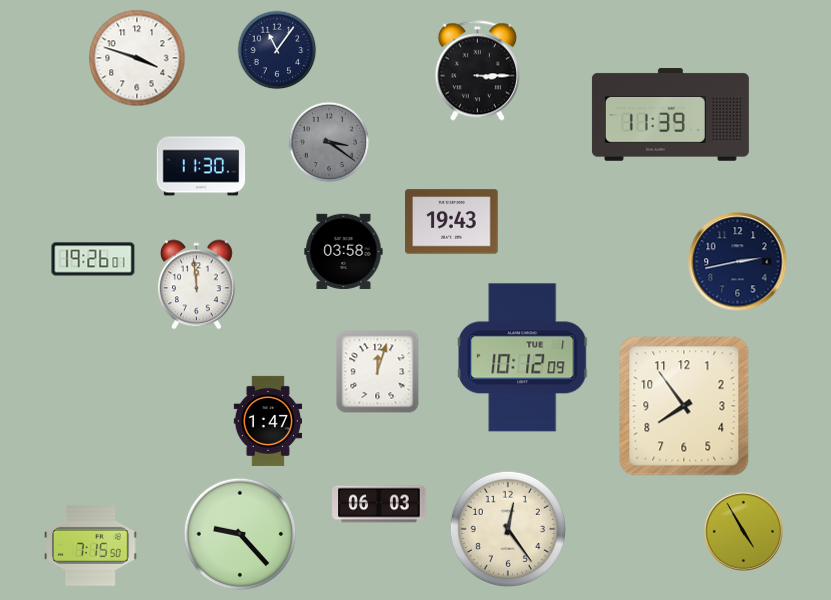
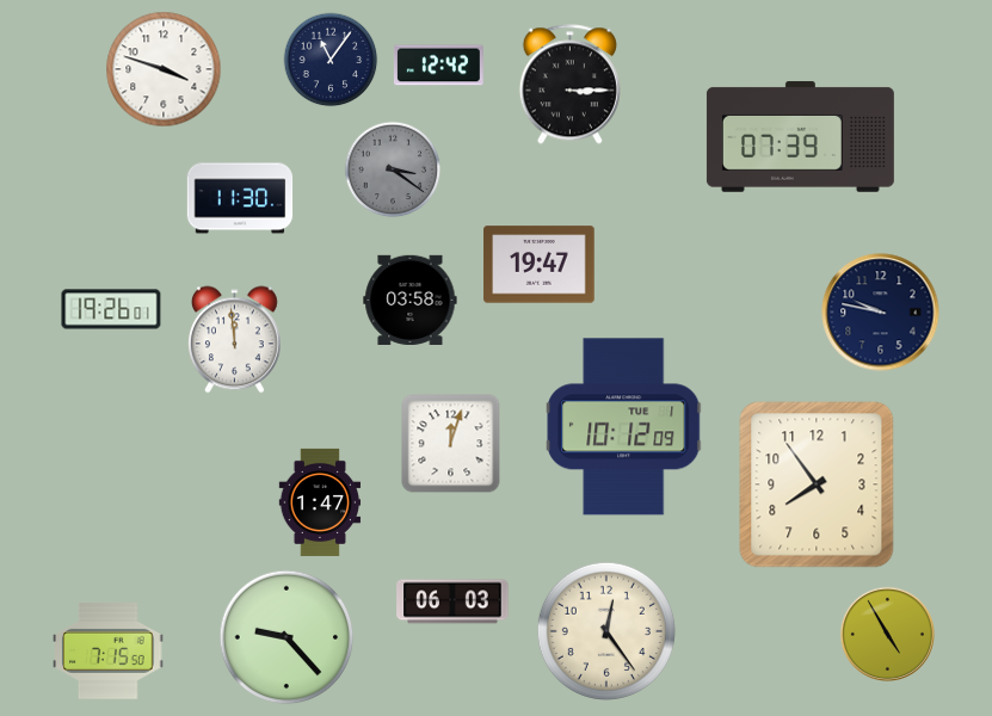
clock at (438, 66): none -> 12:42
clock at (670, 115): 11:39 -> 07:39
clock at (452, 222): 19:43 -> 19:47
clock at (738, 262): 2:43 -> 9:47
